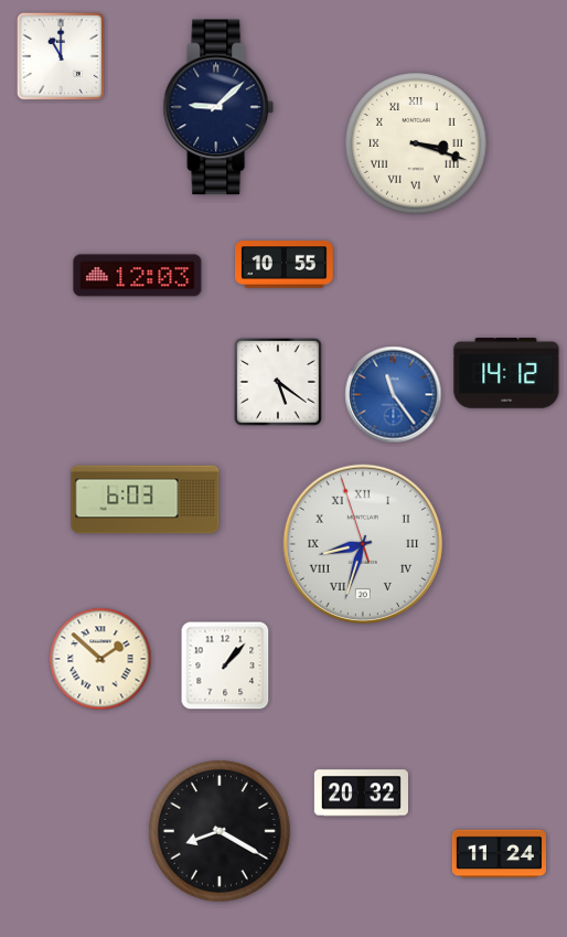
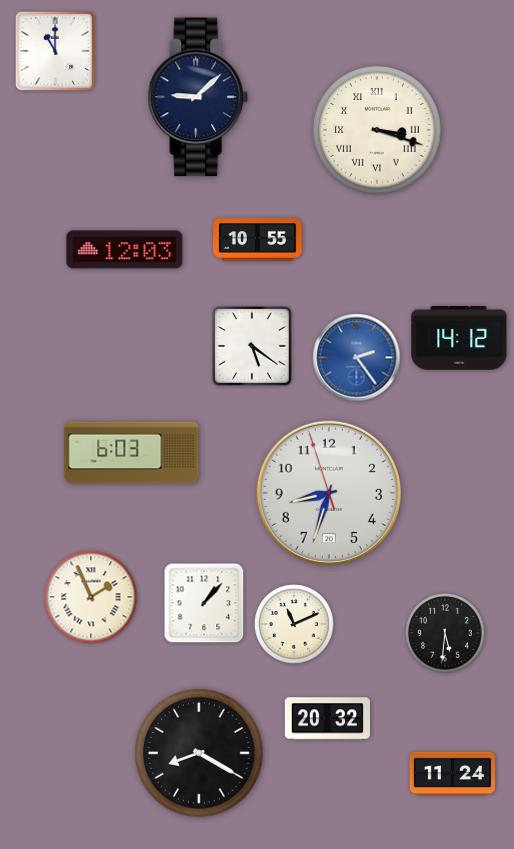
clock at (394, 395): 11:24 -> 2:24
clock at (363, 544) numerals: Roman -> Arabic
clock at (100, 659): 1:52 -> 1:56
clock at (294, 624): none -> 11:11
clock at (445, 633): none -> 5:31
